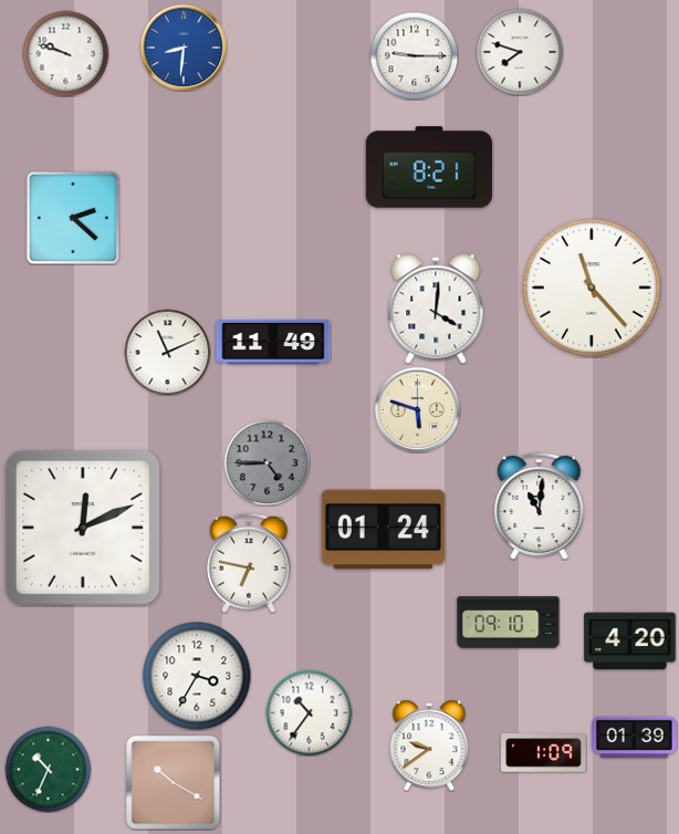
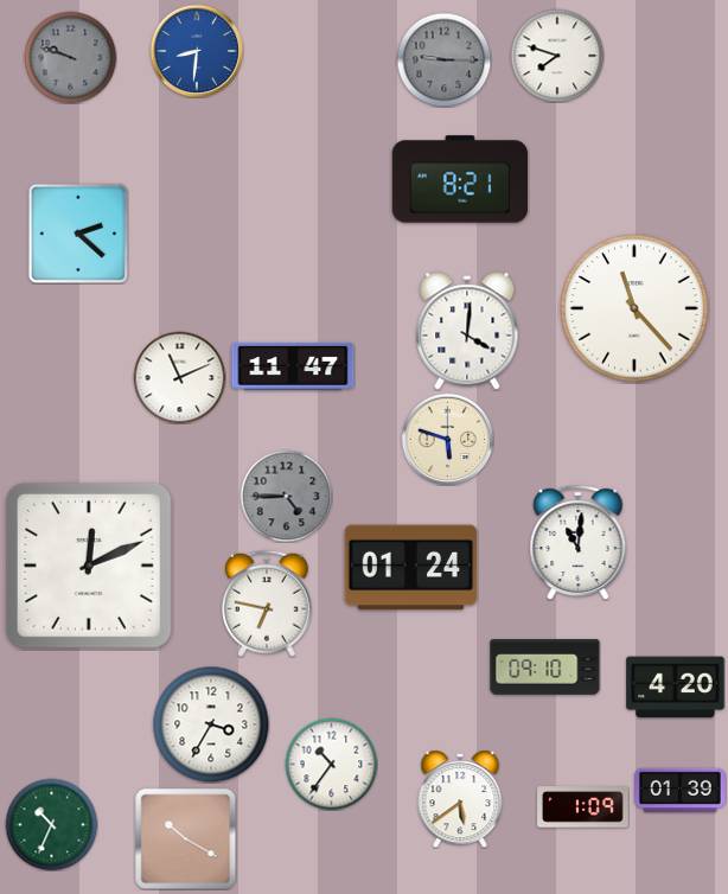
clock at (65, 53) dial: white -> grey
clock at (414, 55) dial: white -> grey
clock at (273, 342): 11:49 -> 11:47
clock at (429, 746): 9:39 -> 5:39
